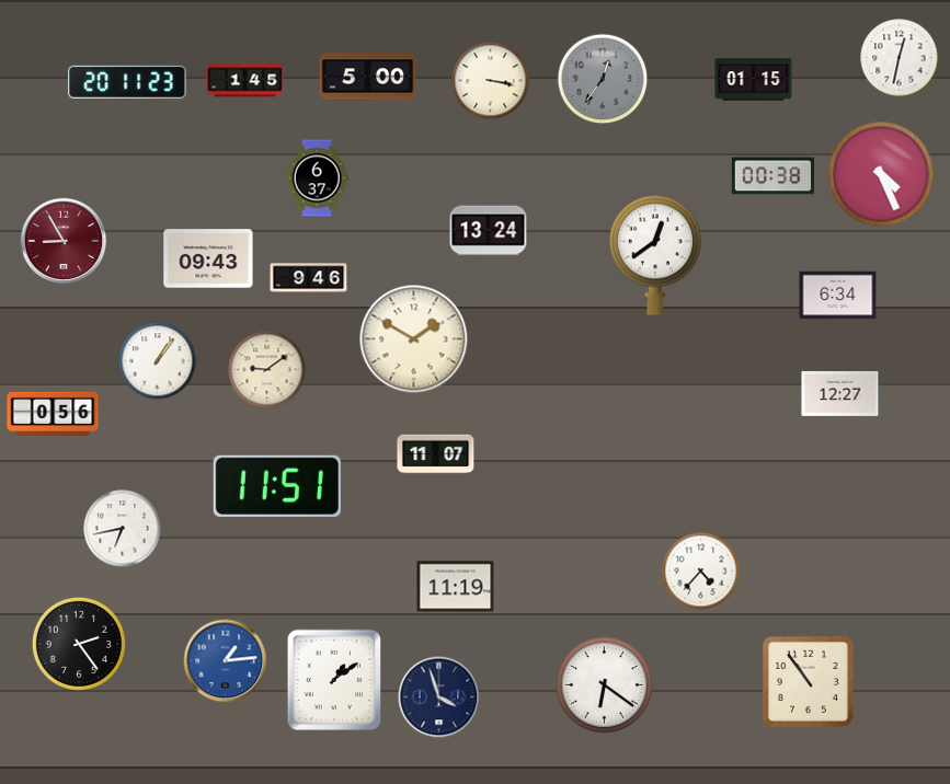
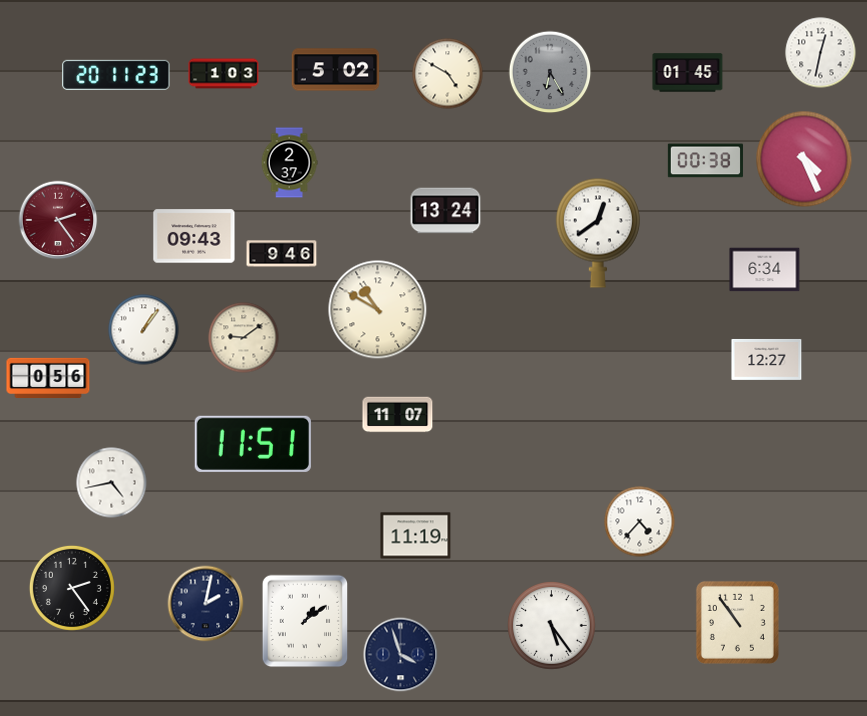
clock at (368, 77): 5:00 -> 5:02
clock at (603, 79): 12:36 -> 6:25
clock at (754, 80): 01:15 -> 01:45
clock at (245, 81): 1:45 -> 1:03
clock at (491, 81): 3:17 -> 4:50
clock at (317, 178): 6:37 -> 2:37
clock at (64, 241): 8:55 -> 2:24
clock at (208, 258) position: (208, 258) -> (194, 236)
clock at (414, 339): 1:50 -> 10:50
clock at (123, 529): 6:43 -> 4:43
clock at (226, 661): 1:14 -> 2:02
clock at (226, 661) dial: blue -> navy
clock at (605, 685): 6:21 -> 5:24
clock at (439, 697) position: (439, 697) -> (401, 655)
